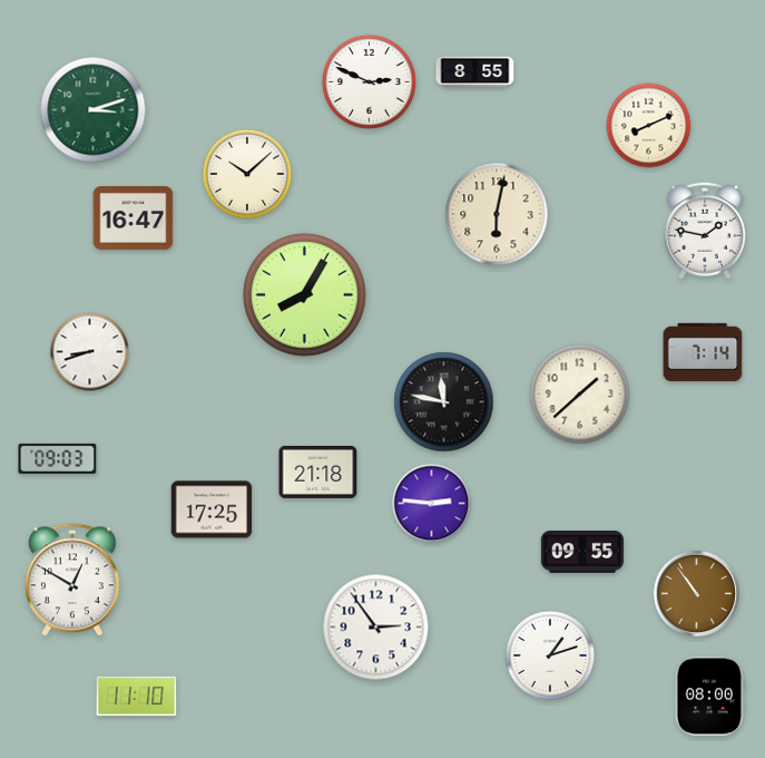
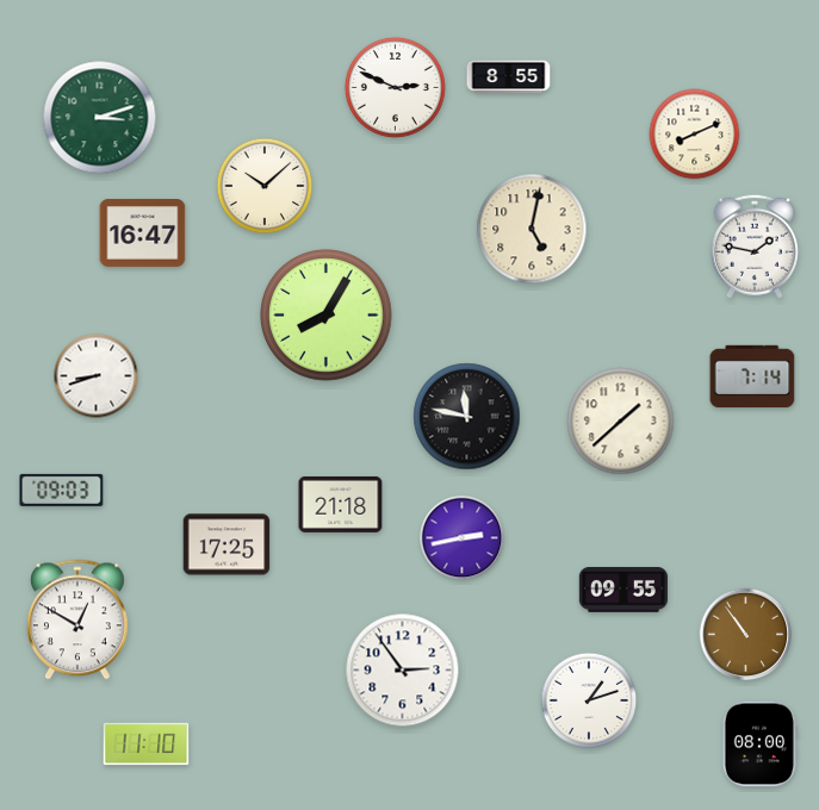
clock at (497, 214): 6:02 -> 5:02
clock at (444, 402) position: (444, 402) -> (467, 417)
clock at (432, 504): 2:46 -> 2:43
